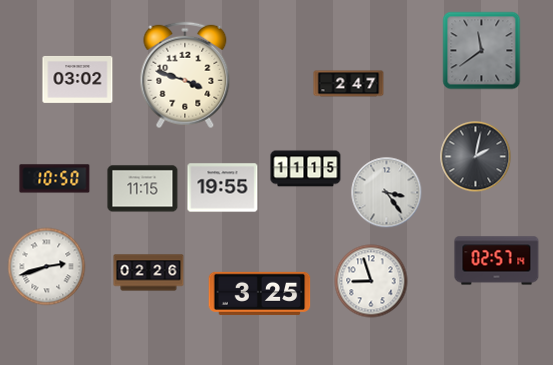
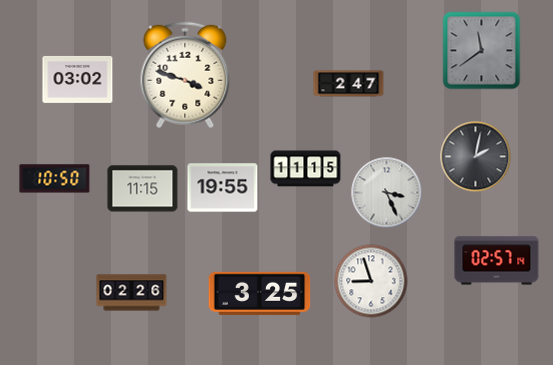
clock at (387, 193): 3:24 -> 3:26
clock at (47, 267): 2:42 -> none
clock at (149, 273) position: (149, 273) -> (132, 293)
